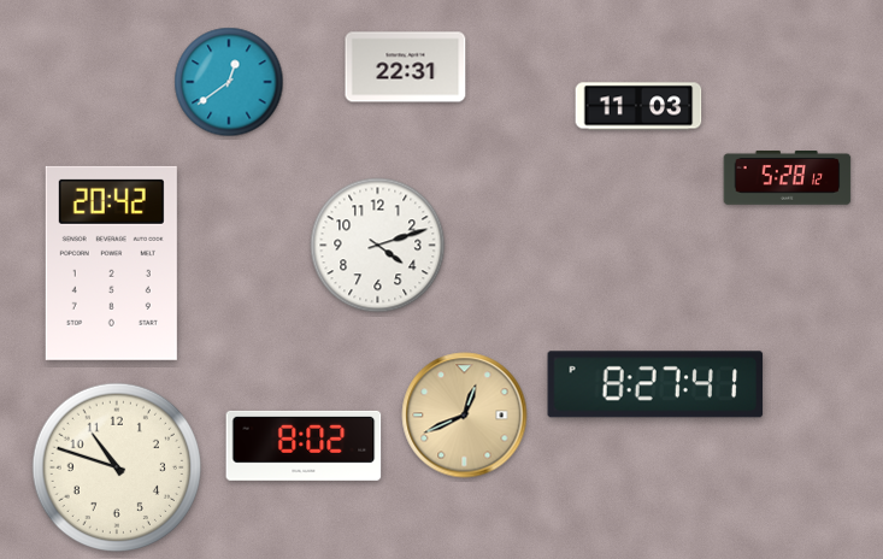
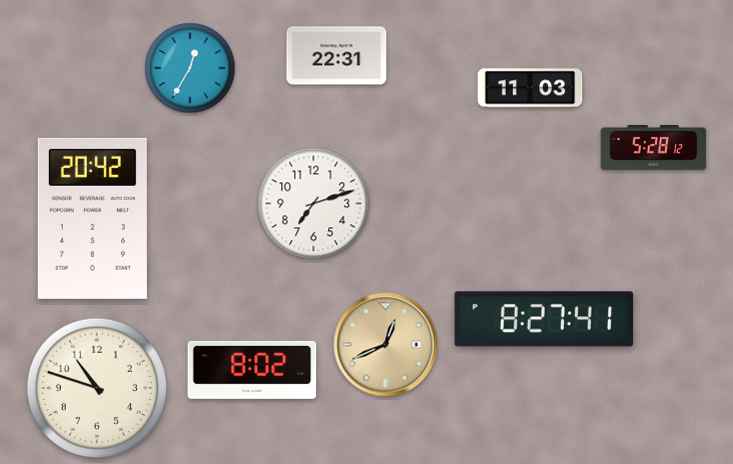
clock at (229, 82): 12:39 -> 12:35
clock at (378, 246): 4:12 -> 7:12
